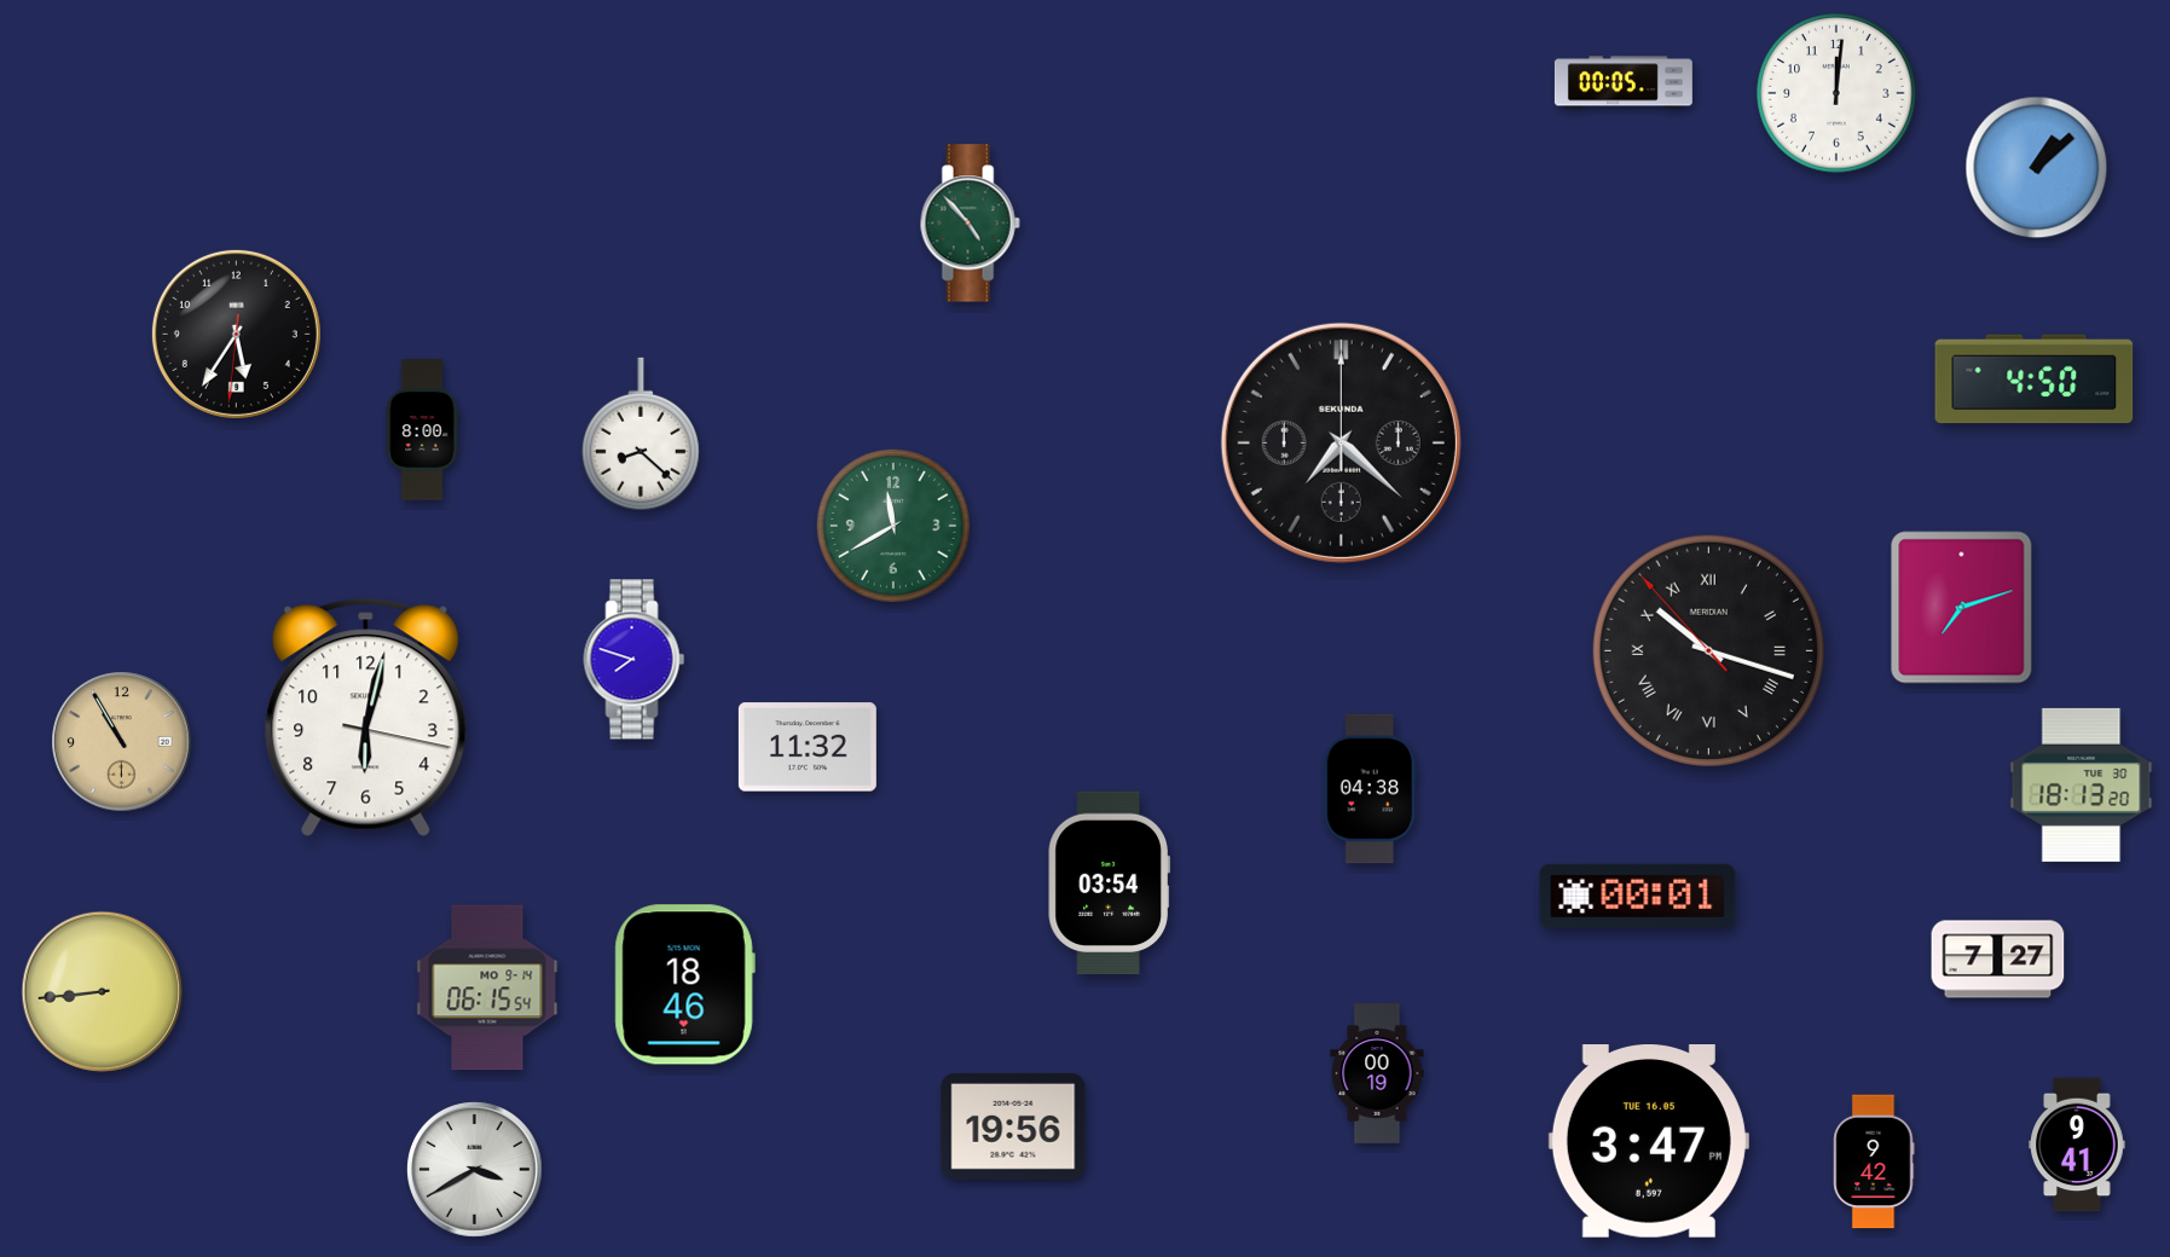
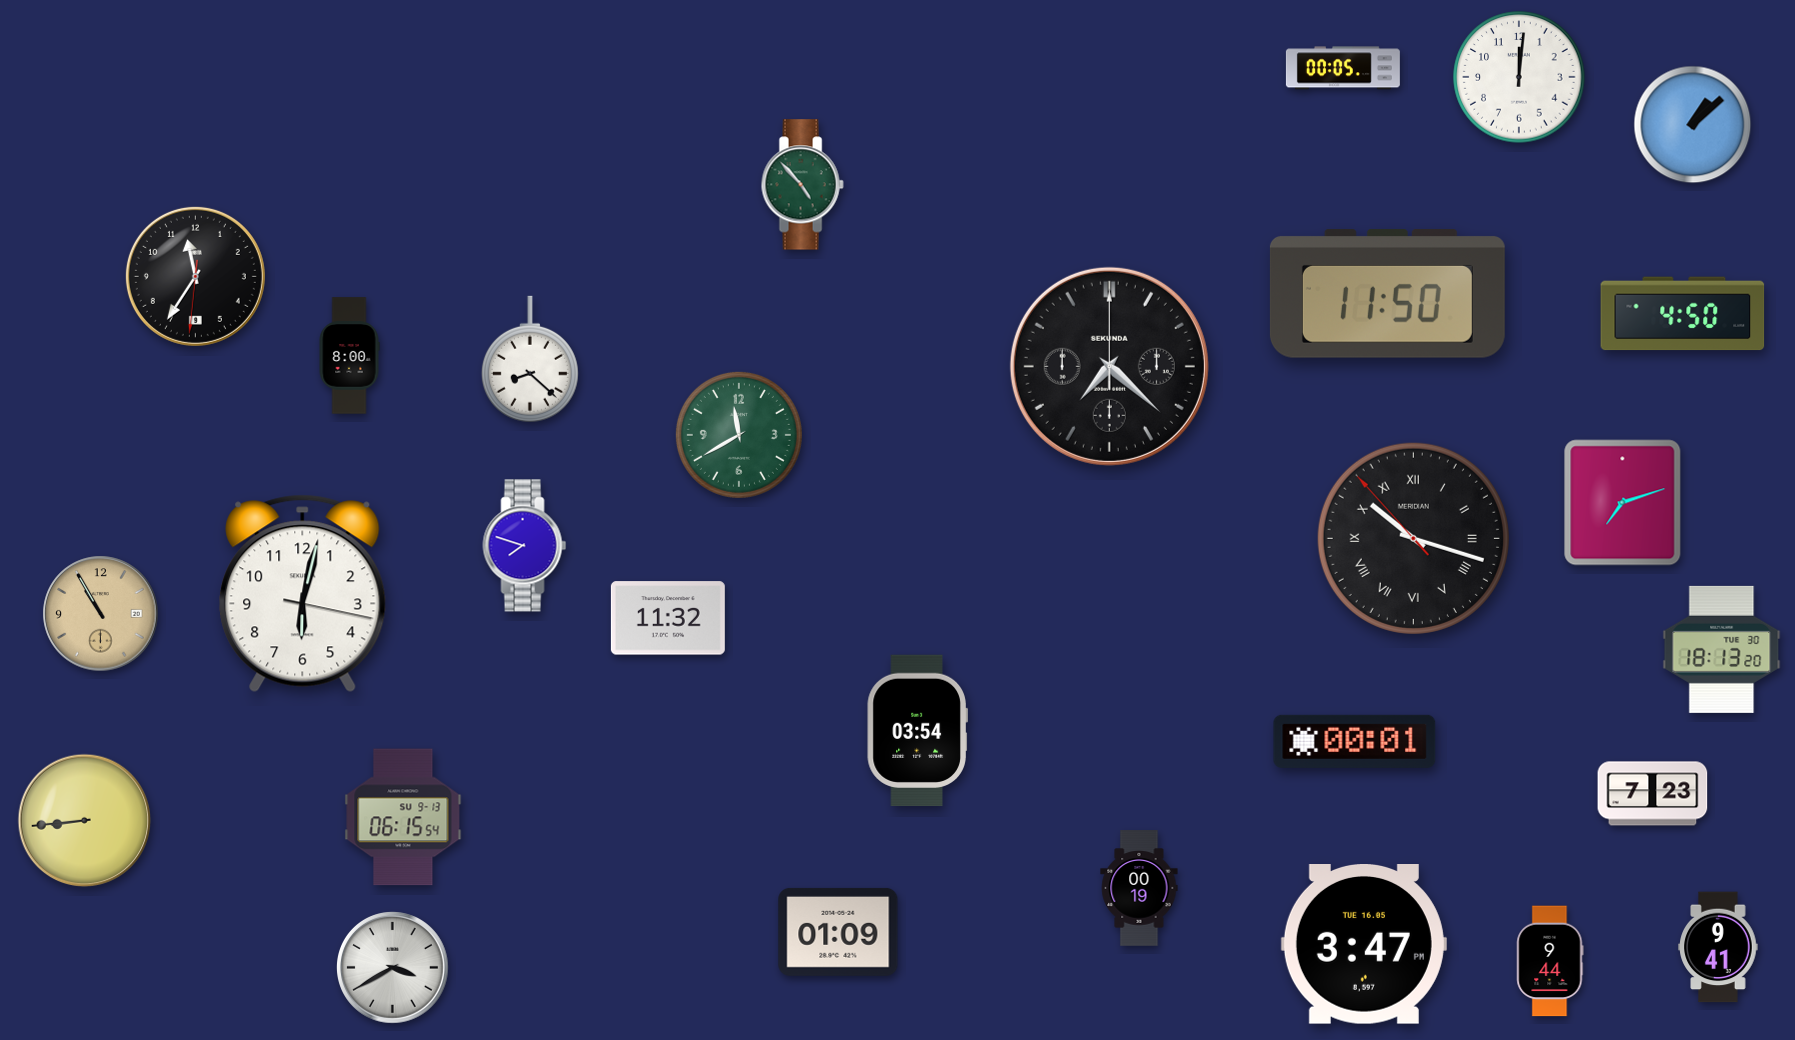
clock at (2037, 168) position: (2037, 168) -> (1693, 125)
clock at (236, 334): 5:35 -> 11:35
clock at (1387, 294): none -> 11:50
clock at (1371, 789): 04:38 -> none
clock at (1998, 960): 7:27 -> 7:23
clock at (684, 985): 18:46 -> none
clock at (487, 987) date: MO 9-14 -> SU 9-13
clock at (1013, 1126): 19:56 -> 01:09
clock at (1874, 1162): 9:42 -> 9:44
